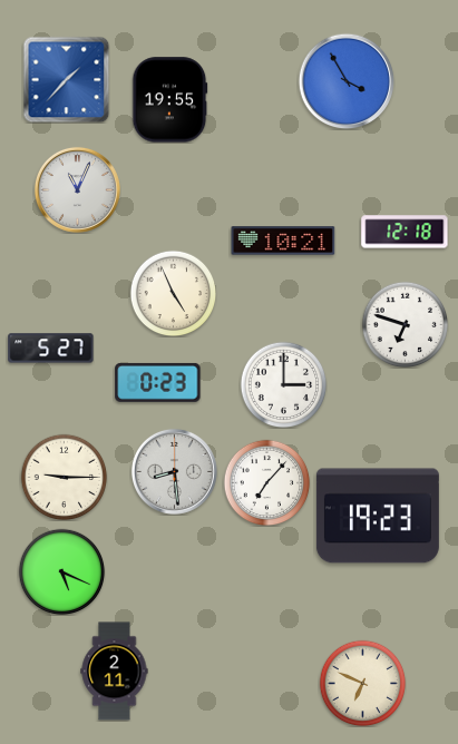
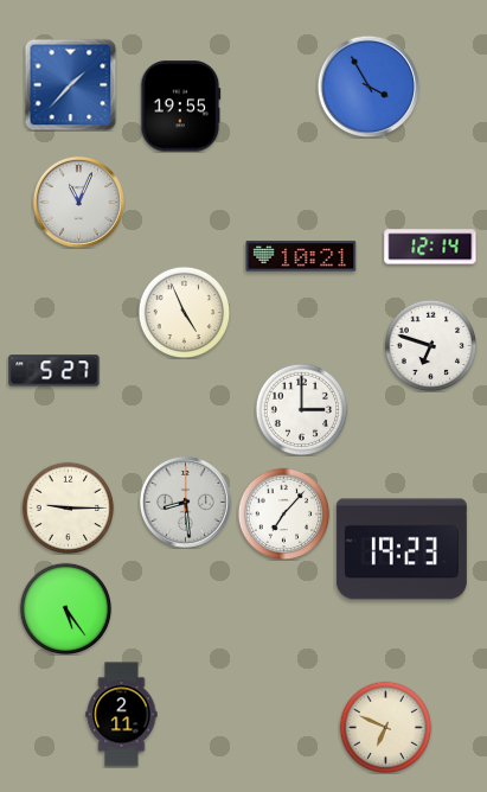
clock at (77, 189) position: (77, 189) -> (78, 202)
clock at (405, 232): 12:18 -> 12:14
clock at (158, 382): 0:23 -> none
clock at (61, 571): 5:19 -> 5:24
